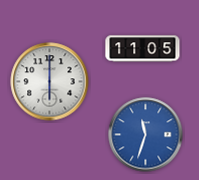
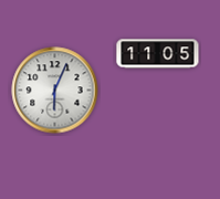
clock at (50, 82): 6:00 -> 6:04
clock at (146, 135): 11:33 -> none
